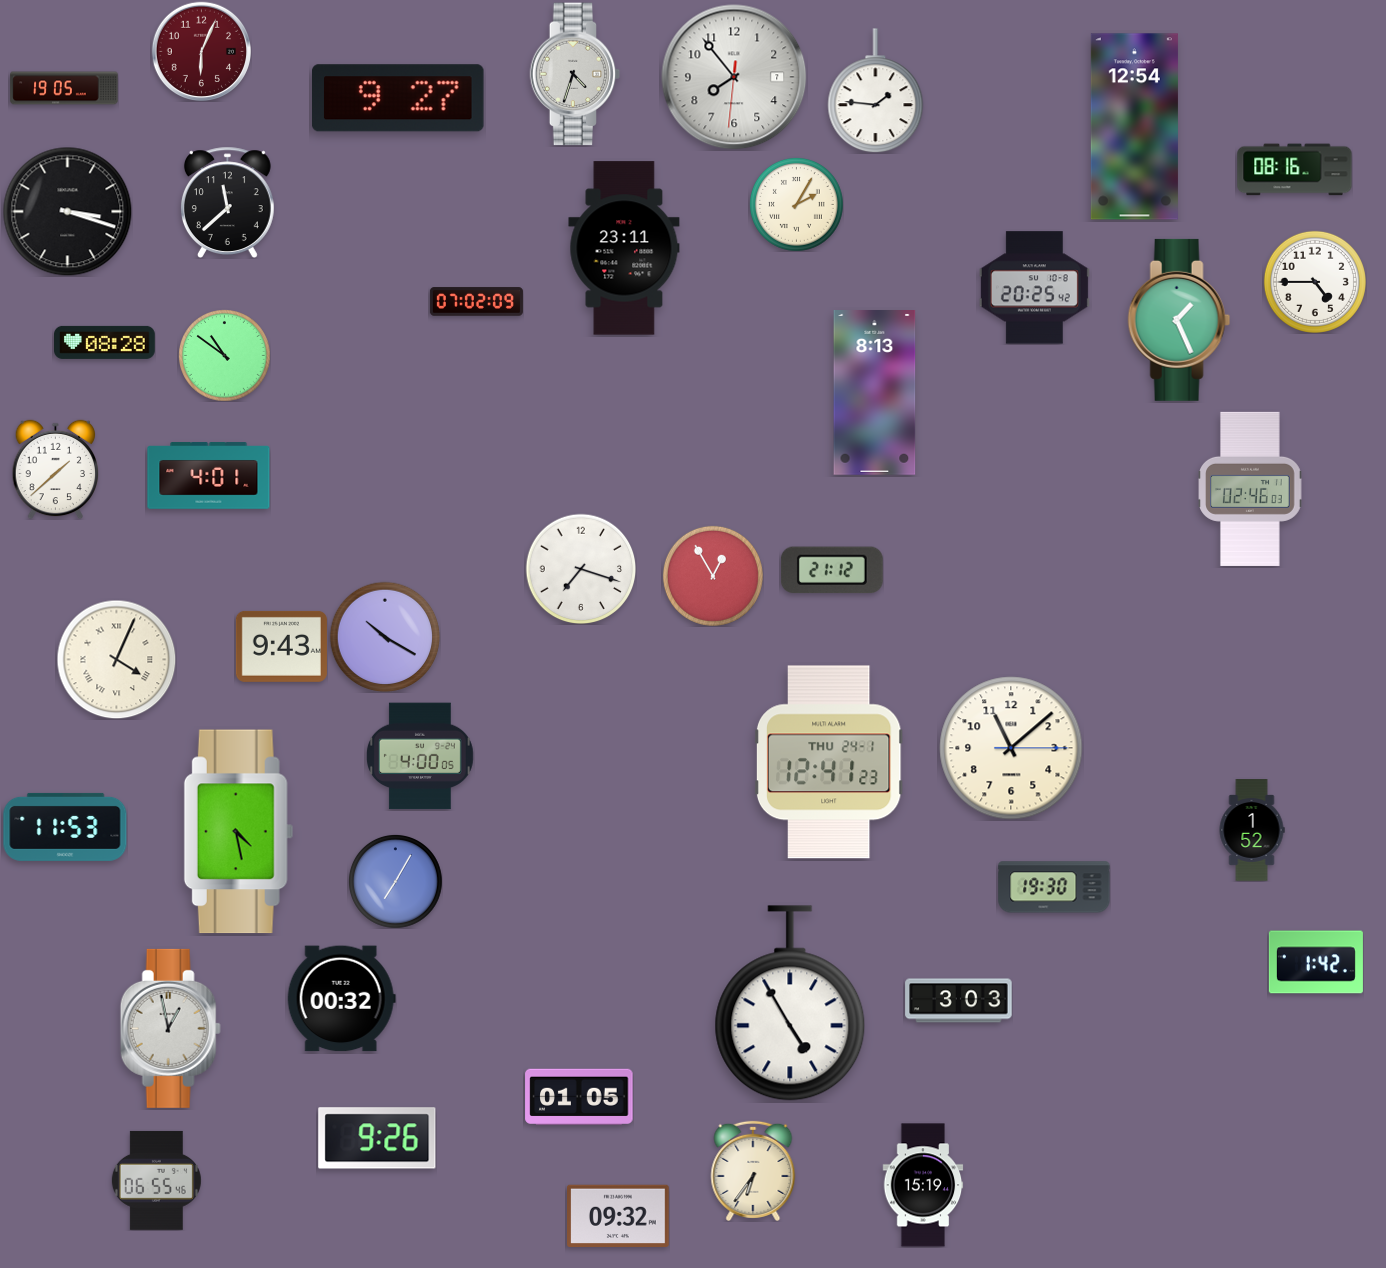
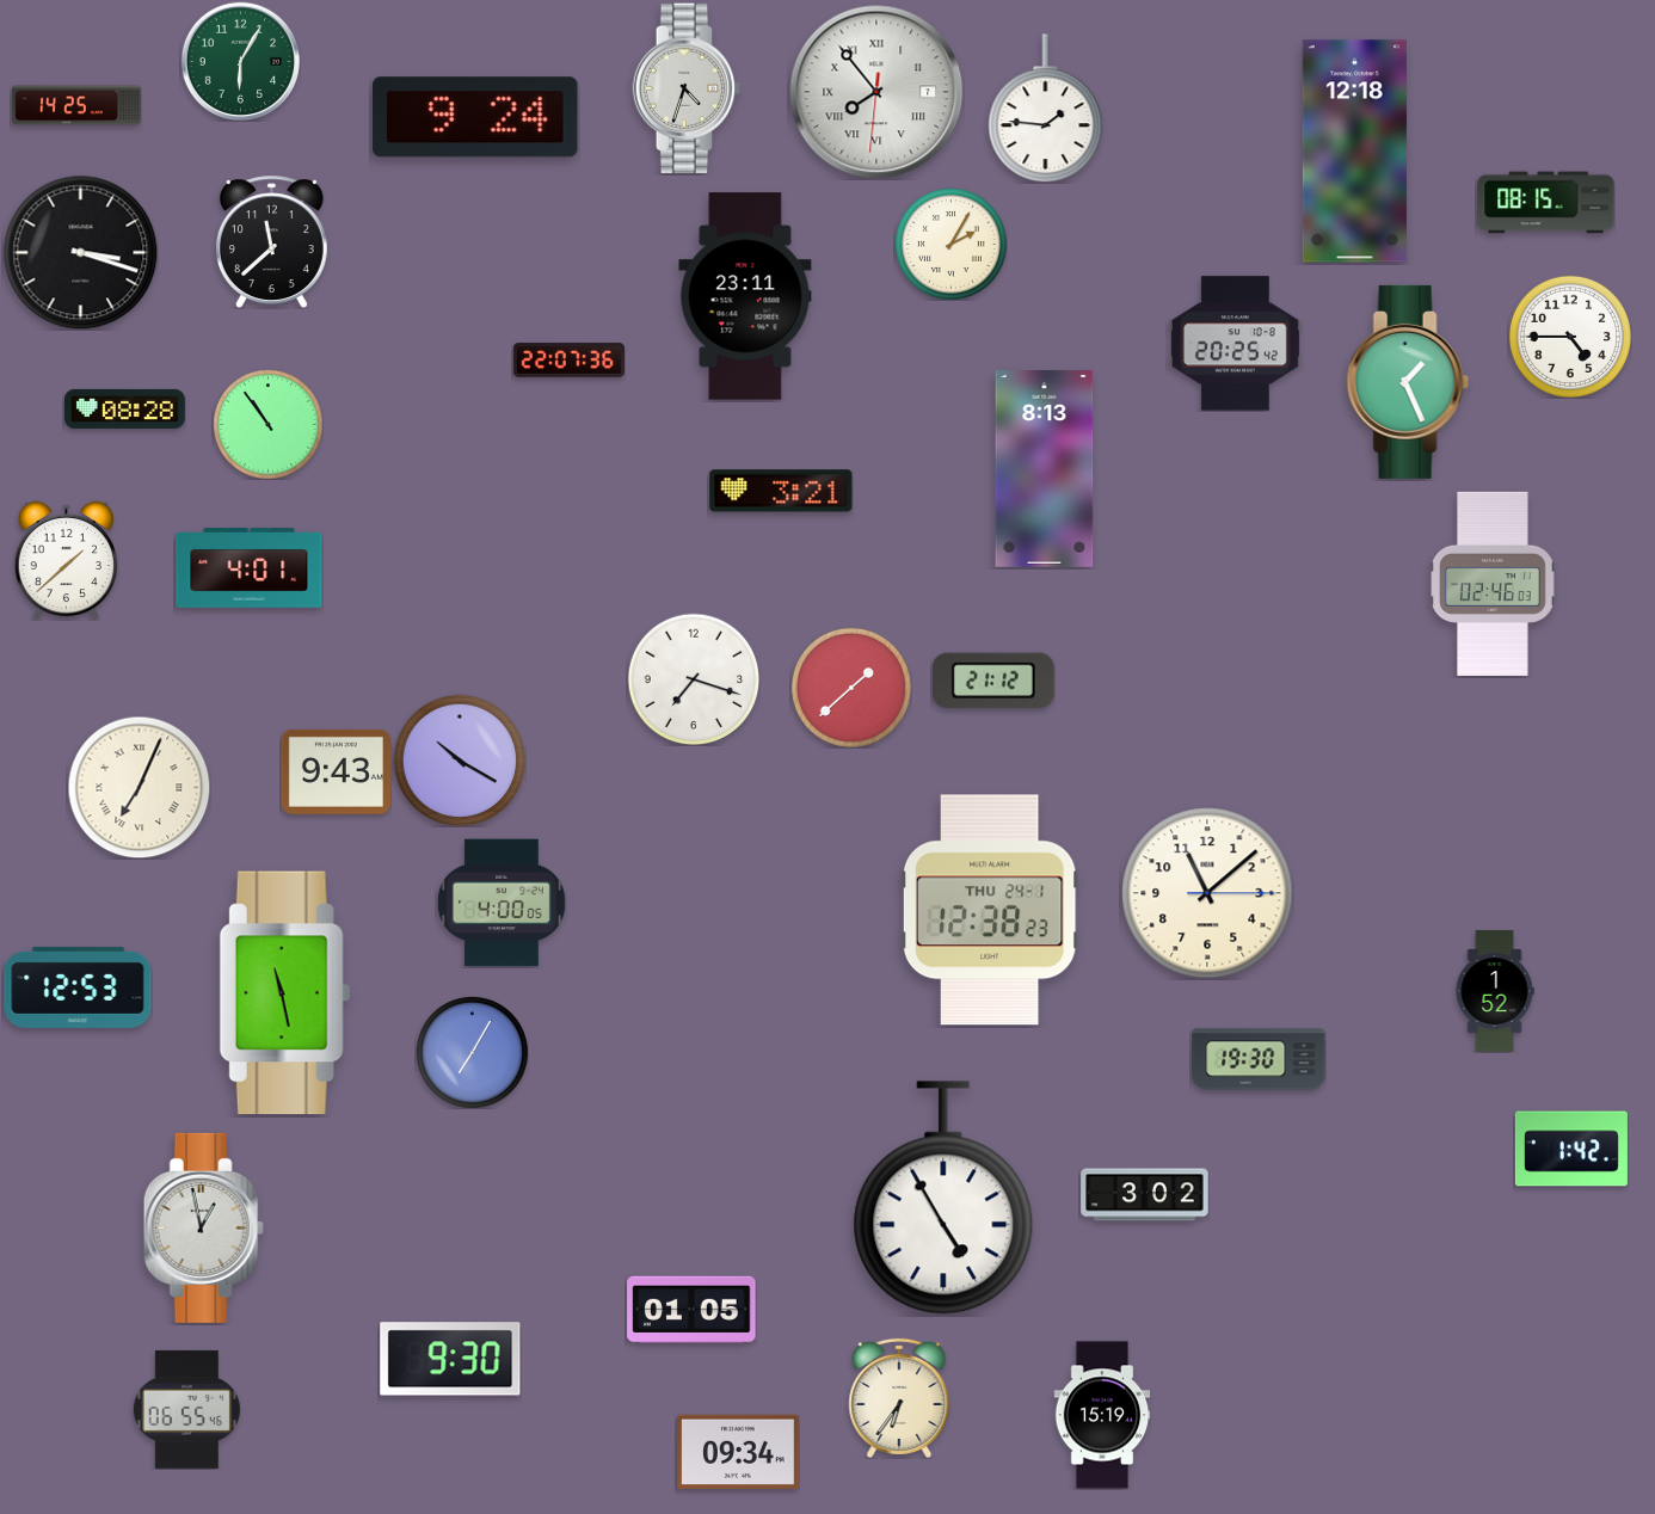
clock at (201, 51): 6:04 -> 6:05
clock at (201, 51) dial: burgundy -> green
clock at (734, 77) numerals: Arabic -> Roman
clock at (64, 88): 19:05 -> 14:25
clock at (399, 98): 9:27 -> 9:24
clock at (1134, 127): 12:54 -> 12:18
clock at (1295, 170): 08:16 -> 08:15
clock at (476, 302): 07:02 -> 22:07
clock at (224, 355): 10:51 -> 10:54
clock at (781, 491): none -> 3:21
clock at (713, 576): 12:55 -> 1:38
clock at (116, 659): 4:04 -> 7:04
clock at (829, 762): 12:41 -> 12:38
clock at (65, 827): 11:53 -> 12:53
clock at (238, 832): 4:28 -> 11:28
clock at (341, 999): 00:32 -> none
clock at (959, 1001): 3:03 -> 3:02
clock at (377, 1138): 9:26 -> 9:30
clock at (619, 1216): 09:32 -> 09:34
